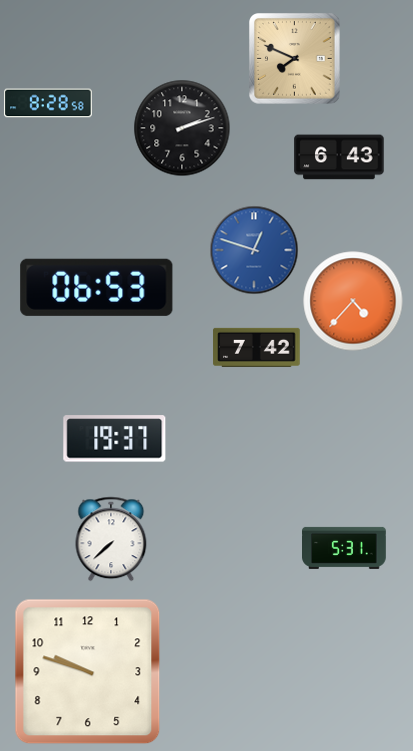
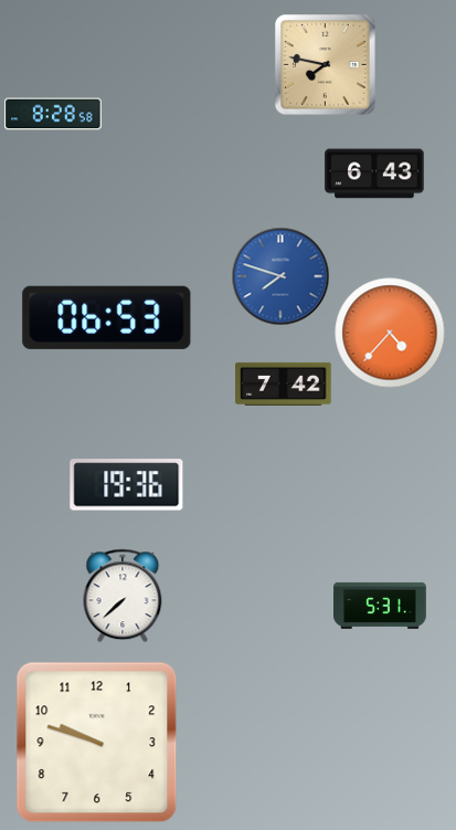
clock at (295, 59): 7:49 -> 7:47
clock at (182, 128): 2:12 -> none
clock at (254, 250): 12:48 -> 7:48
clock at (115, 439): 19:37 -> 19:36
